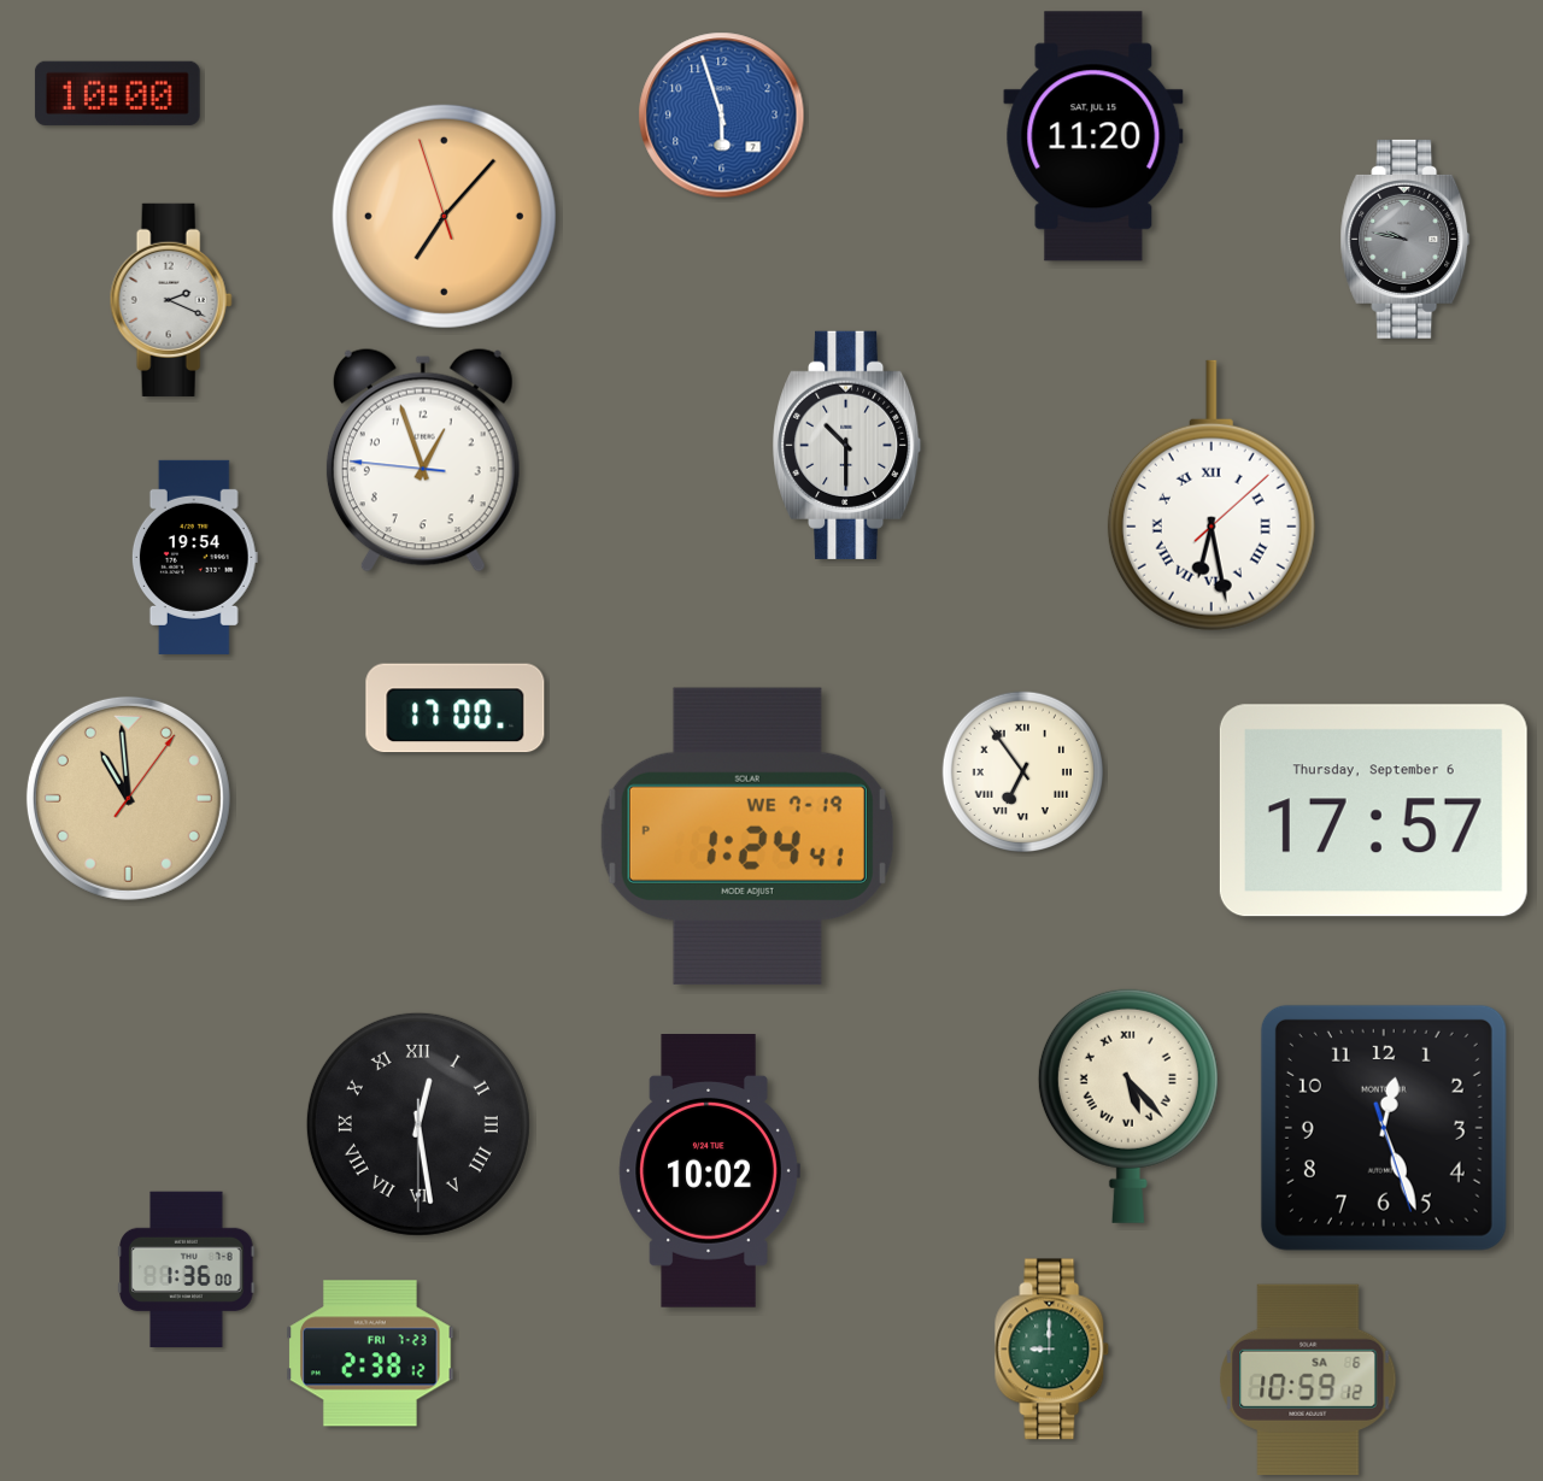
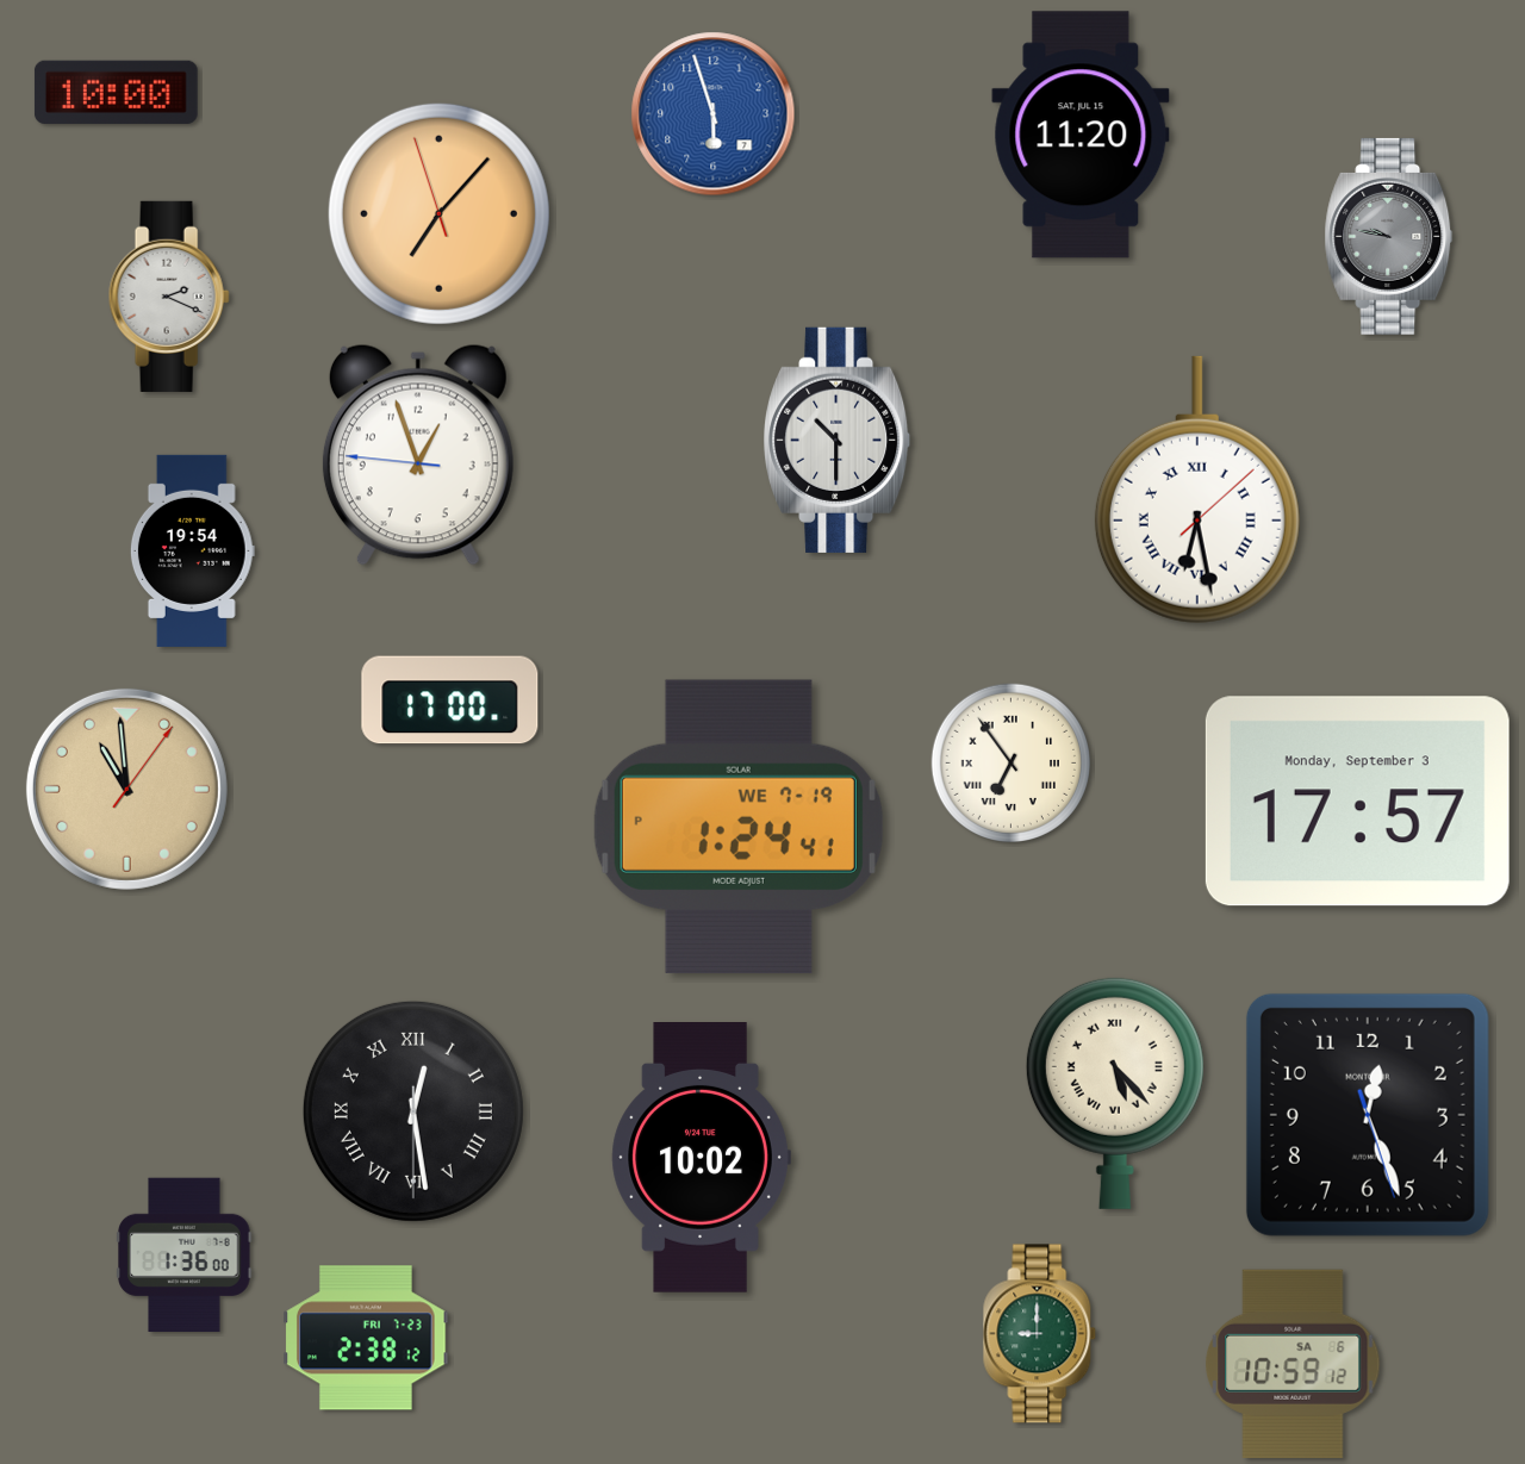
clock at (1373, 811) date: Thursday, September 6 -> Monday, September 3
